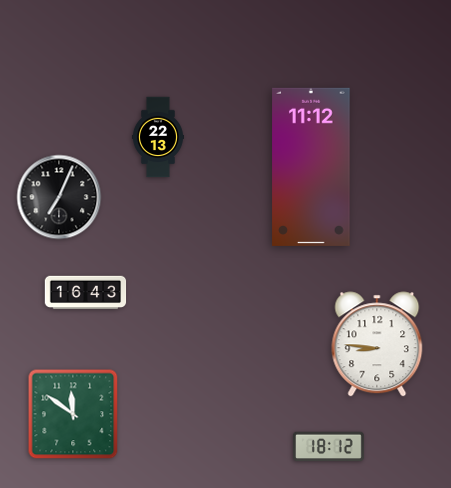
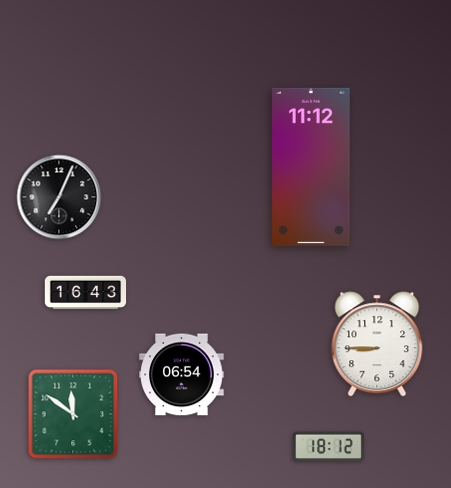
clock at (158, 137): 22:13 -> none
clock at (377, 344): 8:46 -> 8:45
clock at (182, 375): none -> 06:54
